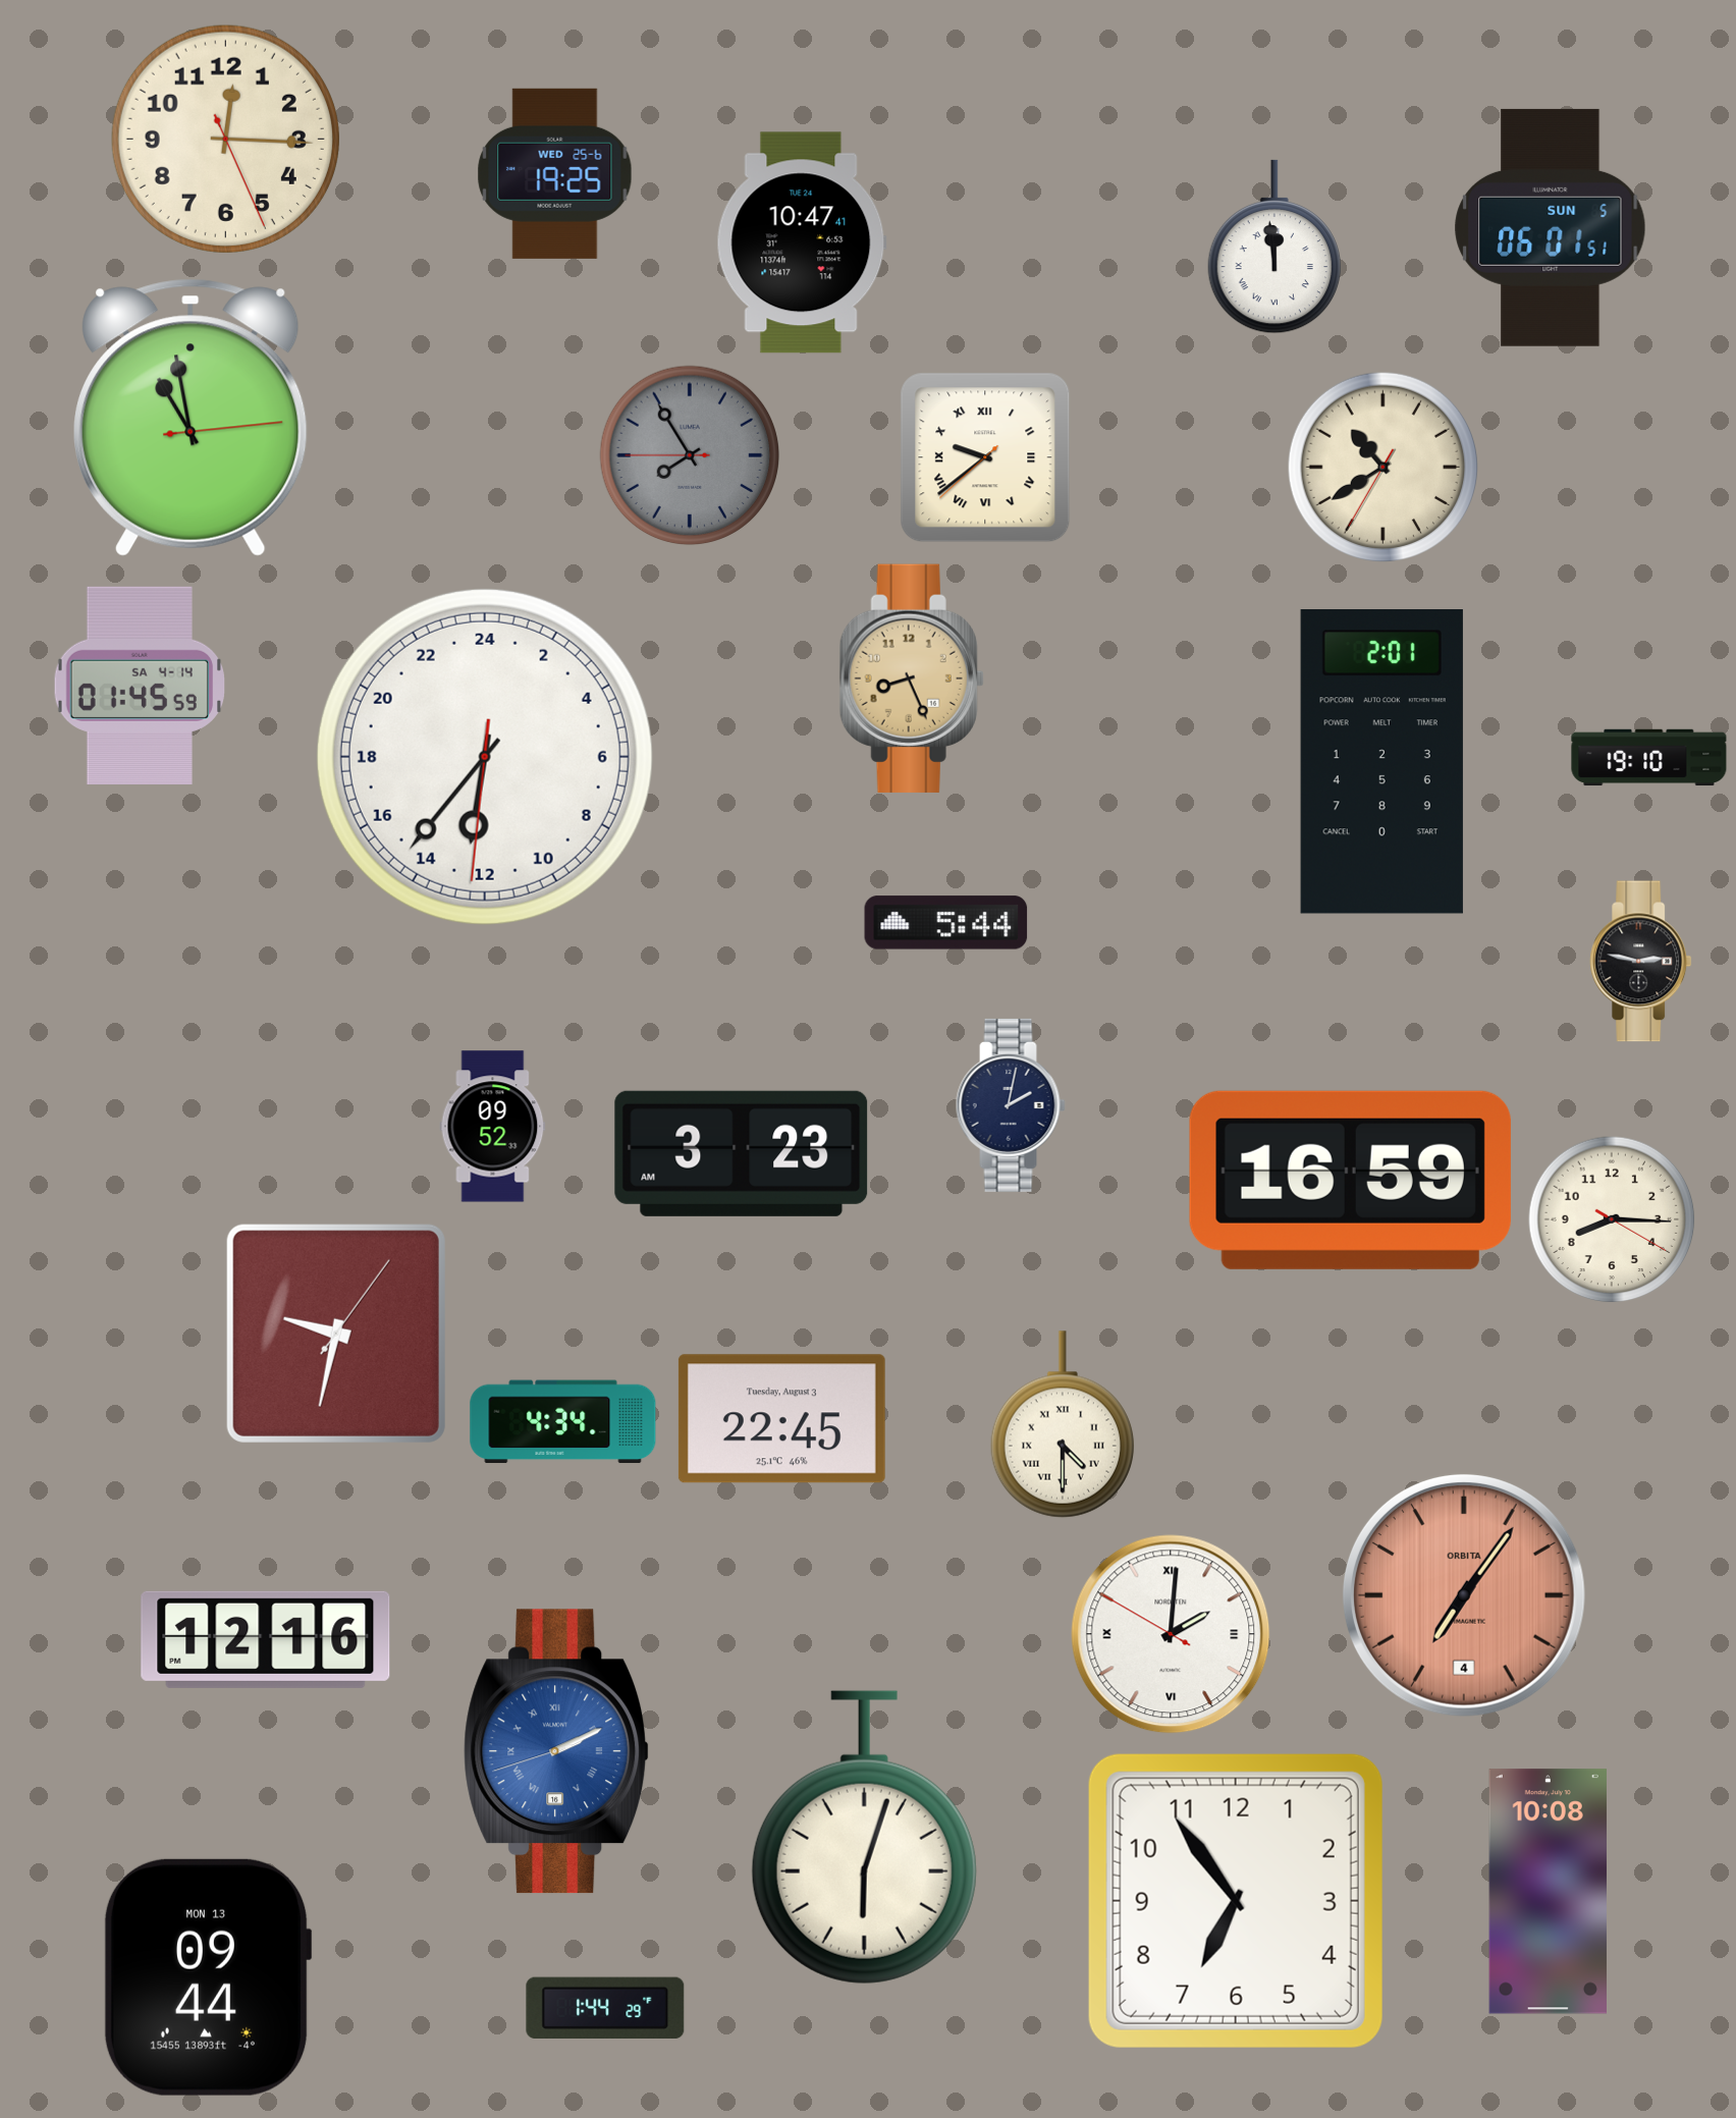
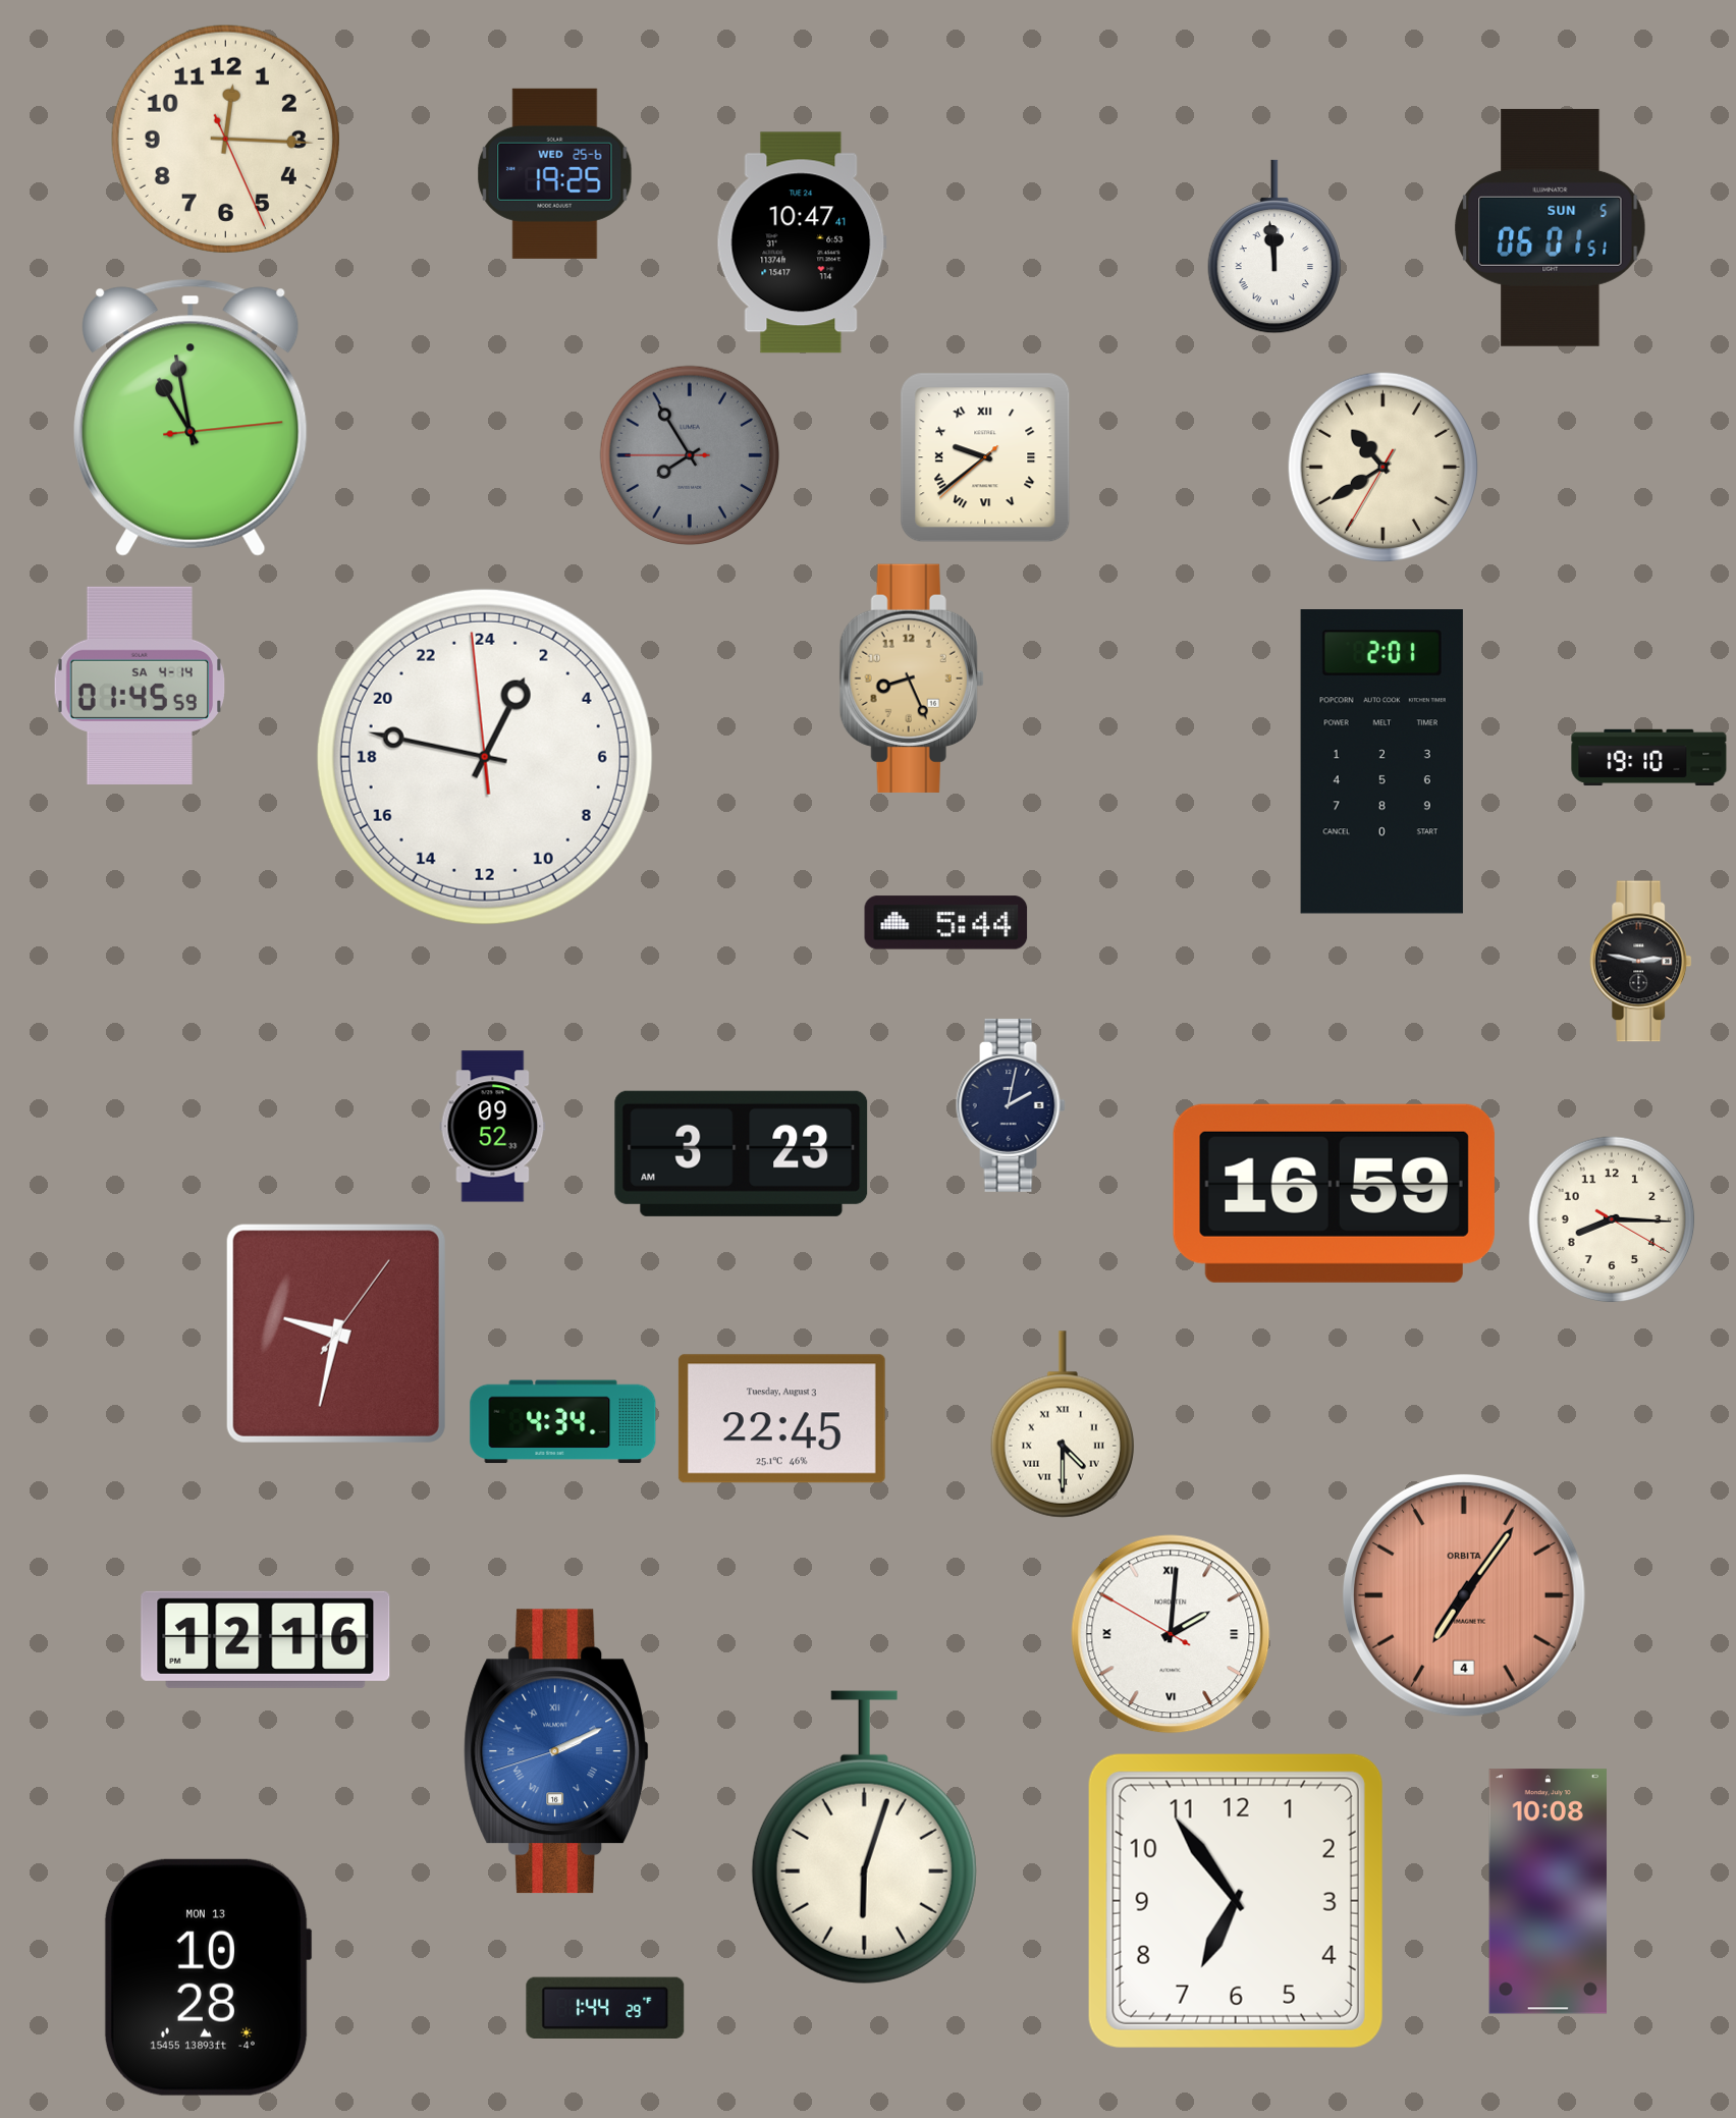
clock at (485, 757): 12:36 -> 1:46
clock at (1350, 1180) position: (1350, 1180) -> (1334, 1193)
clock at (208, 1977): 09:44 -> 10:28
